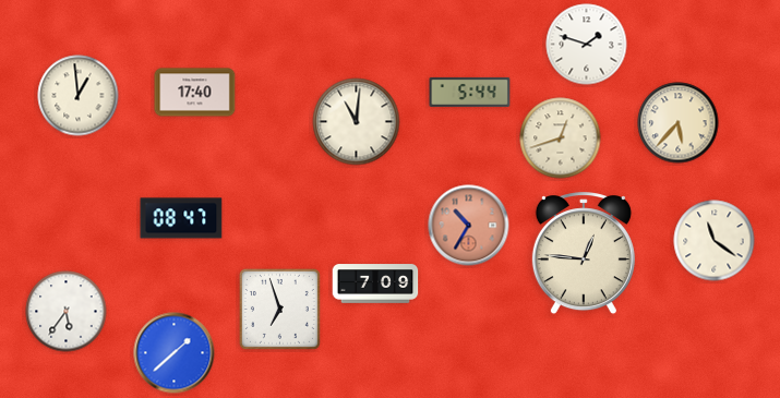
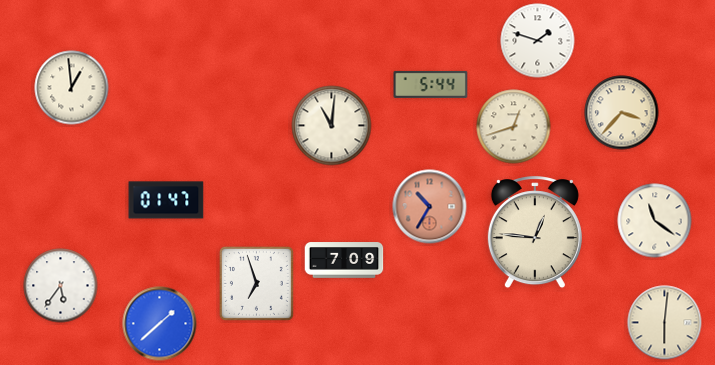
clock at (195, 93): 17:40 -> none
clock at (357, 122) position: (357, 122) -> (332, 126)
clock at (679, 123): 5:37 -> 3:37
clock at (181, 218): 08:47 -> 01:47
clock at (665, 323): none -> 6:01
